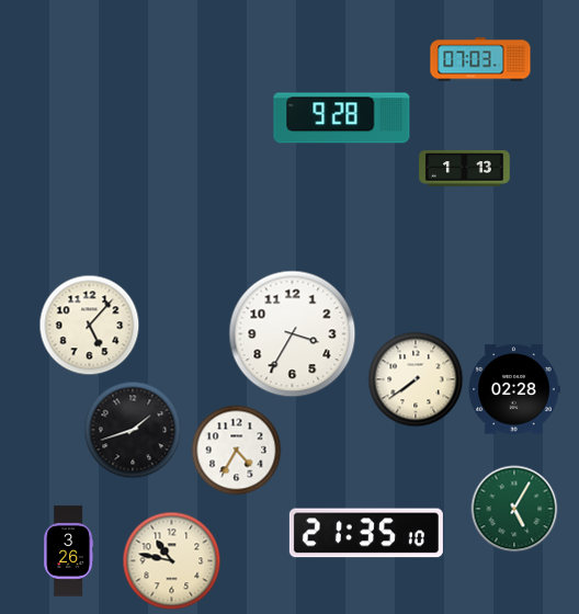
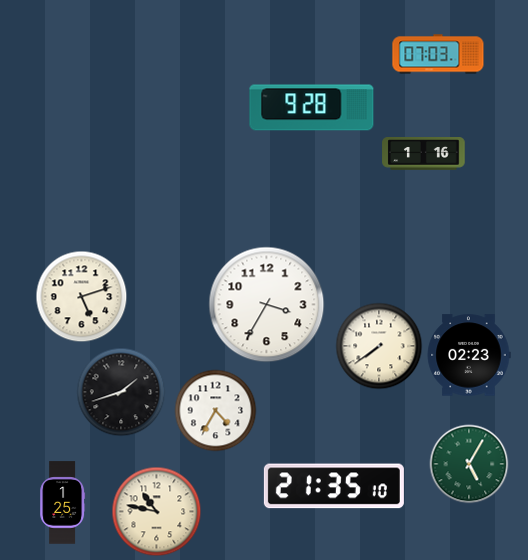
clock at (465, 169): 1:13 -> 1:16
clock at (90, 326): 5:07 -> 5:12
clock at (514, 389): 02:28 -> 02:23
clock at (69, 552): 3:26 -> 1:25
